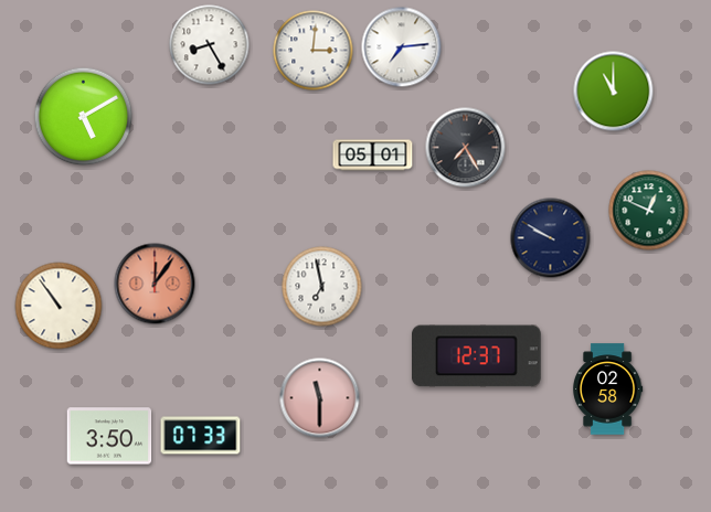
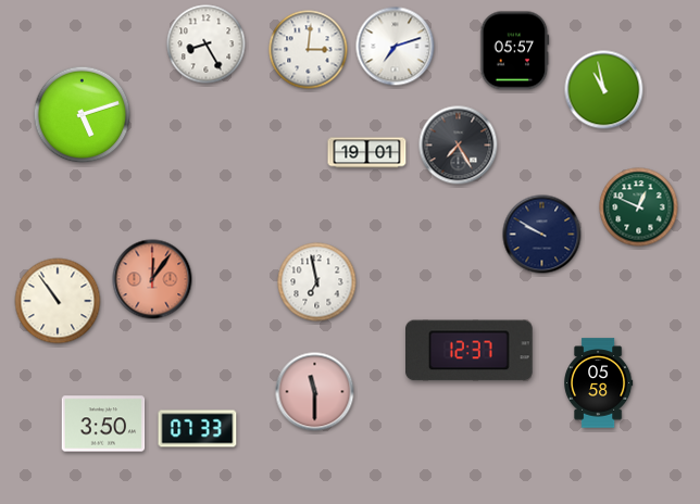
clock at (402, 47): 7:14 -> 7:12
clock at (515, 51): none -> 05:57
clock at (614, 92): 11:00 -> 10:58
clock at (84, 117): 5:10 -> 5:12
clock at (373, 156): 05:01 -> 19:01
clock at (607, 390): 02:58 -> 05:58
clock at (109, 436) position: (109, 436) -> (103, 424)
